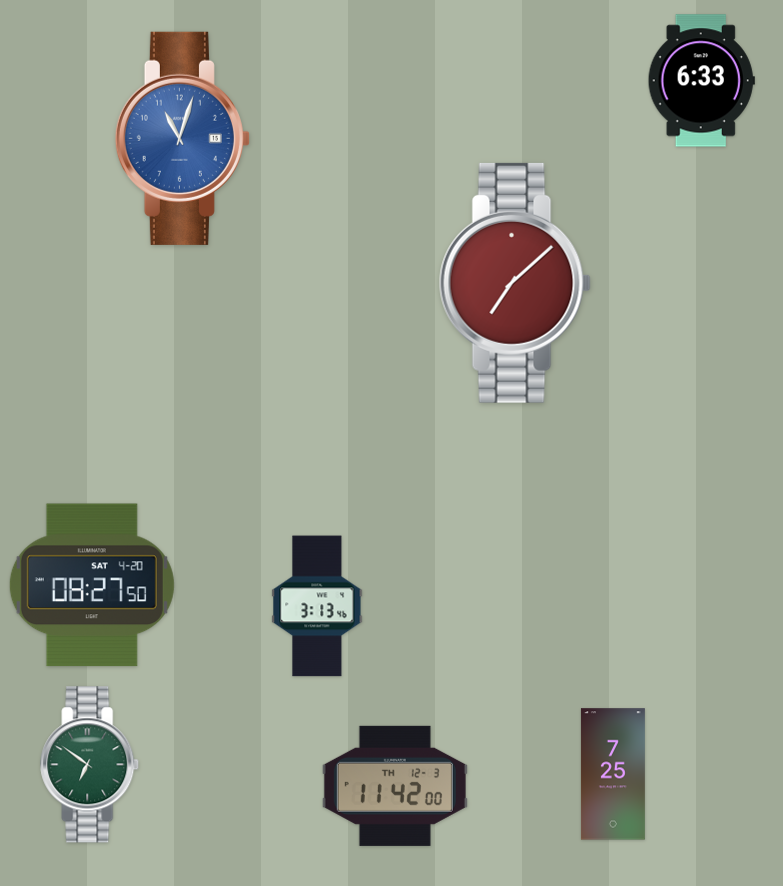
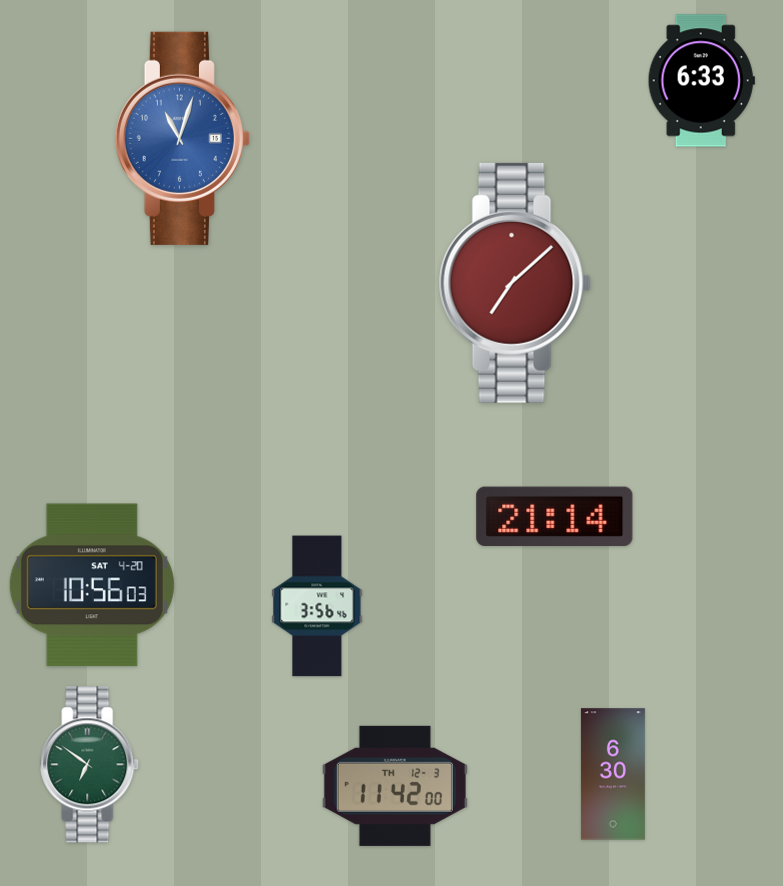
clock at (555, 517): none -> 21:14
clock at (92, 585): 08:27 -> 10:56
clock at (317, 606): 3:13 -> 3:56
clock at (613, 774): 7:25 -> 6:30
